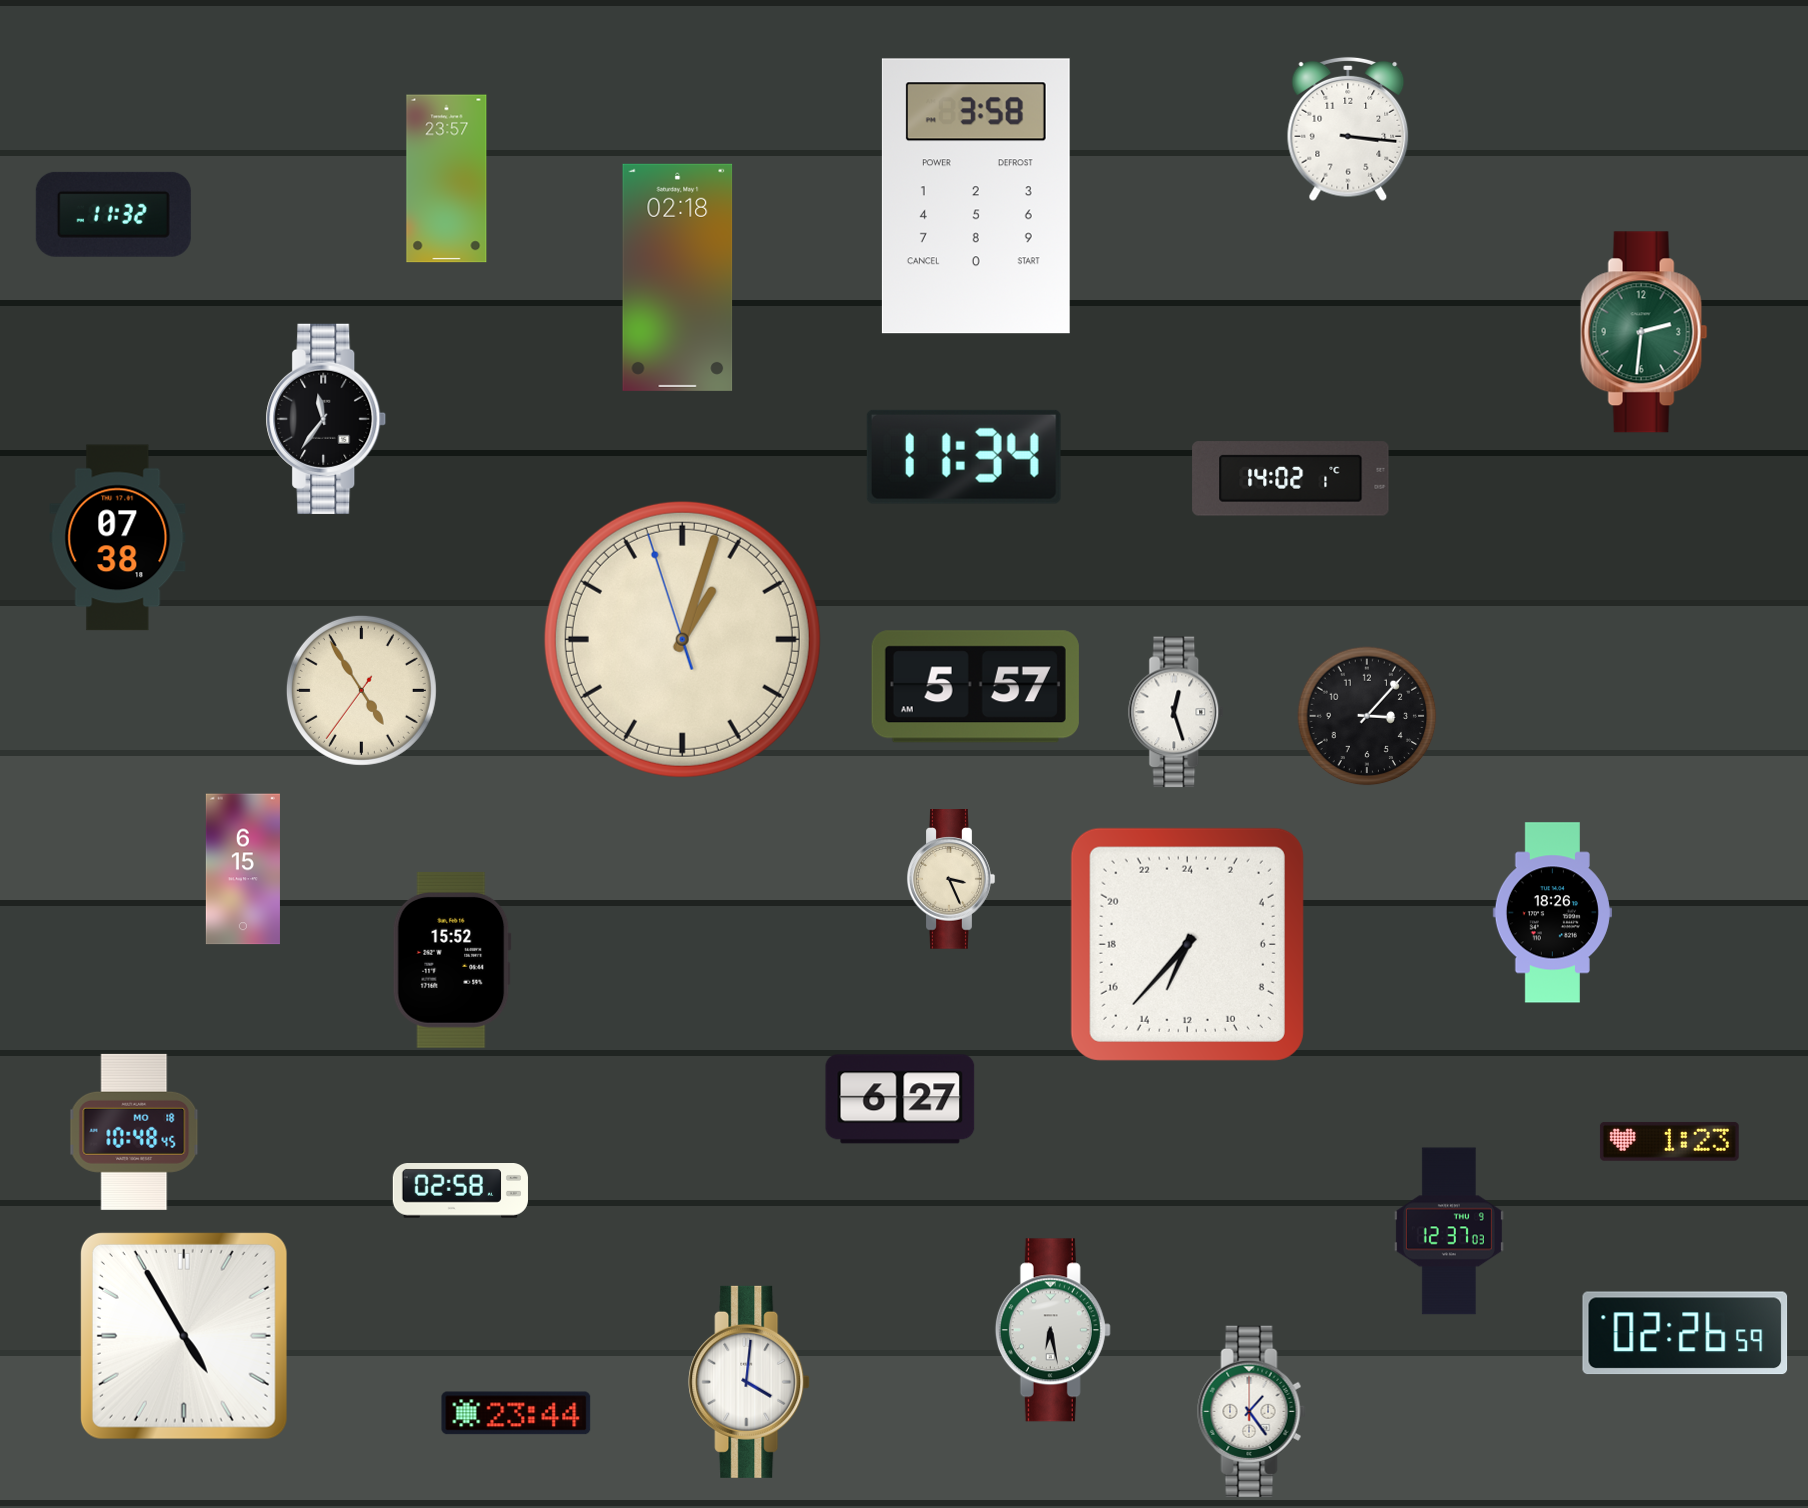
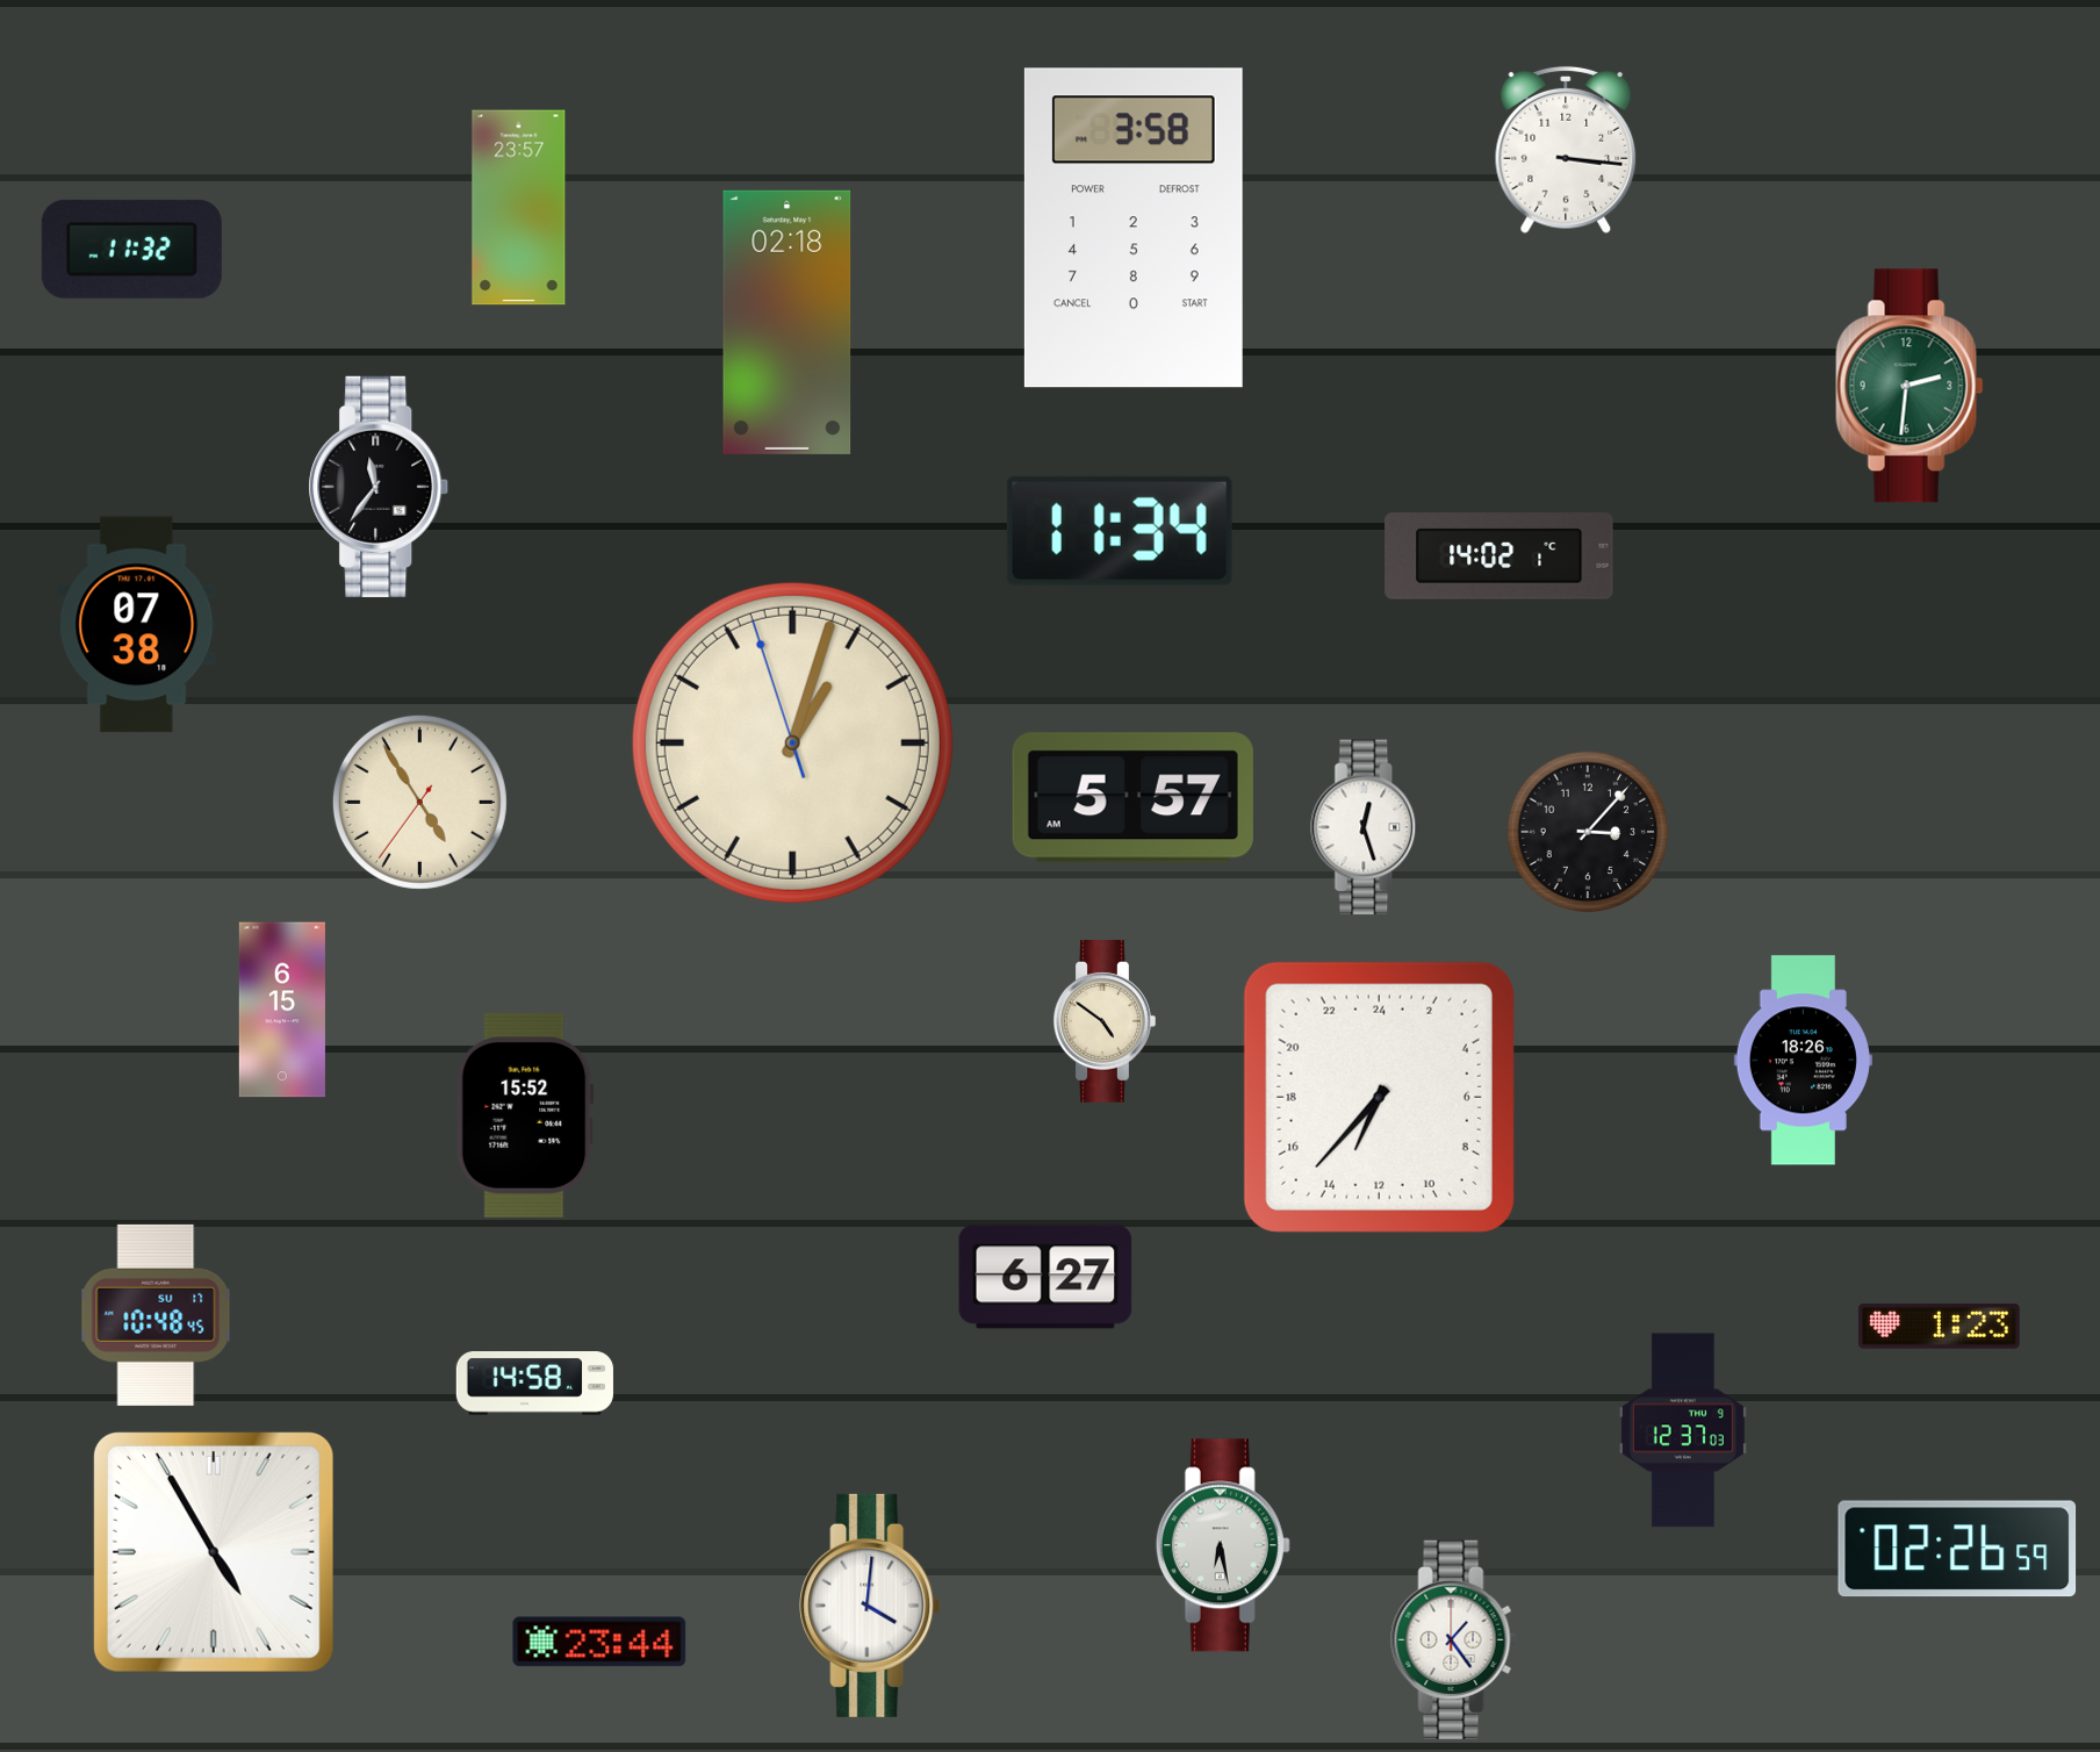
clock at (951, 879): 3:26 -> 4:51
clock at (134, 1132) date: MO 18 -> SU 17
clock at (460, 1191): 02:58 -> 14:58
